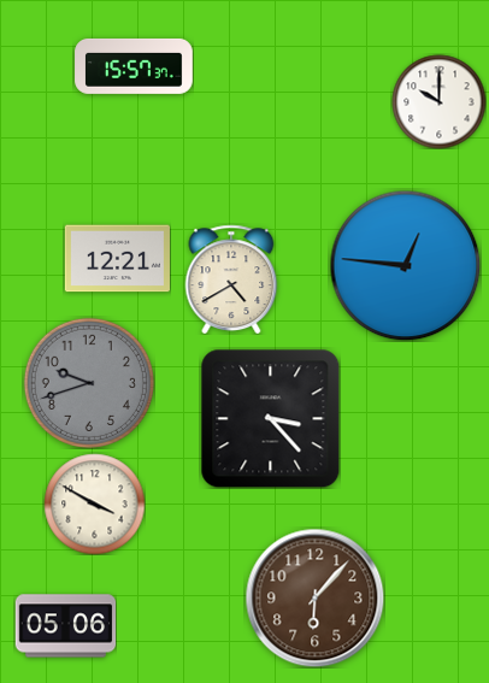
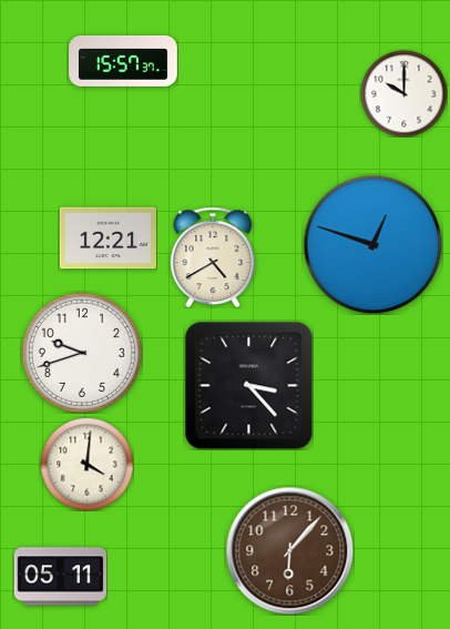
clock at (405, 265): 12:46 -> 12:48
clock at (89, 383) dial: grey -> white
clock at (94, 504): 3:50 -> 4:01
clock at (65, 626): 05:06 -> 05:11
